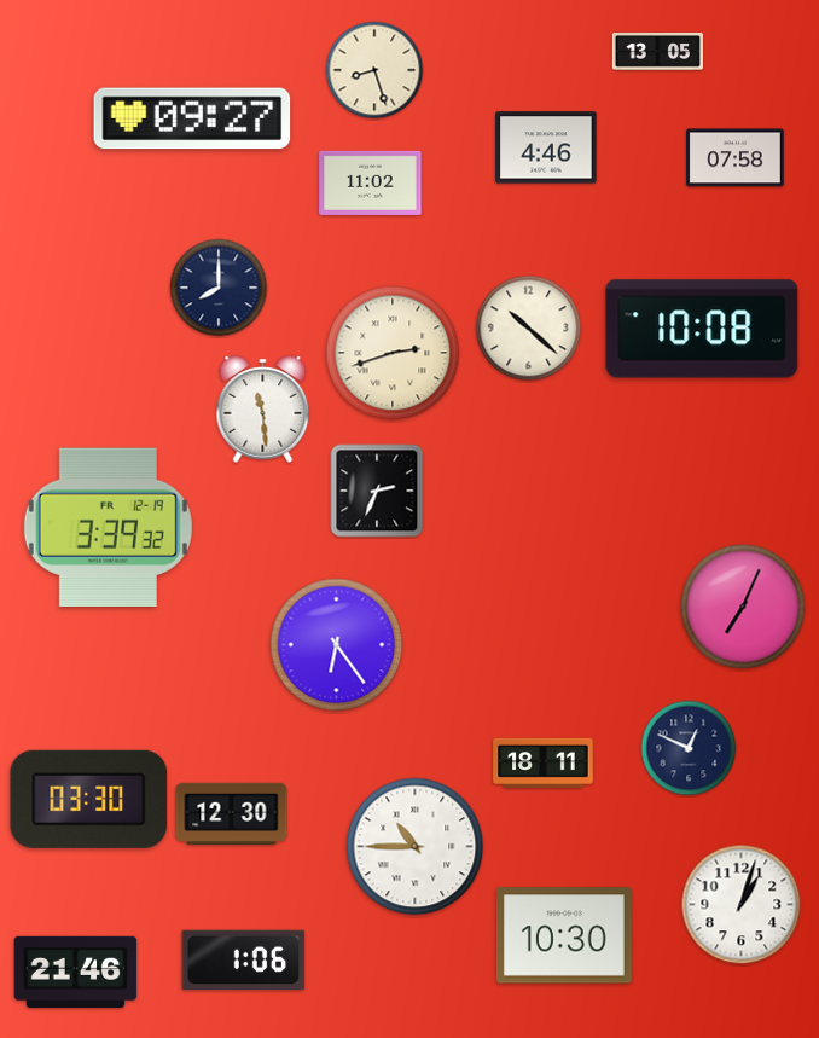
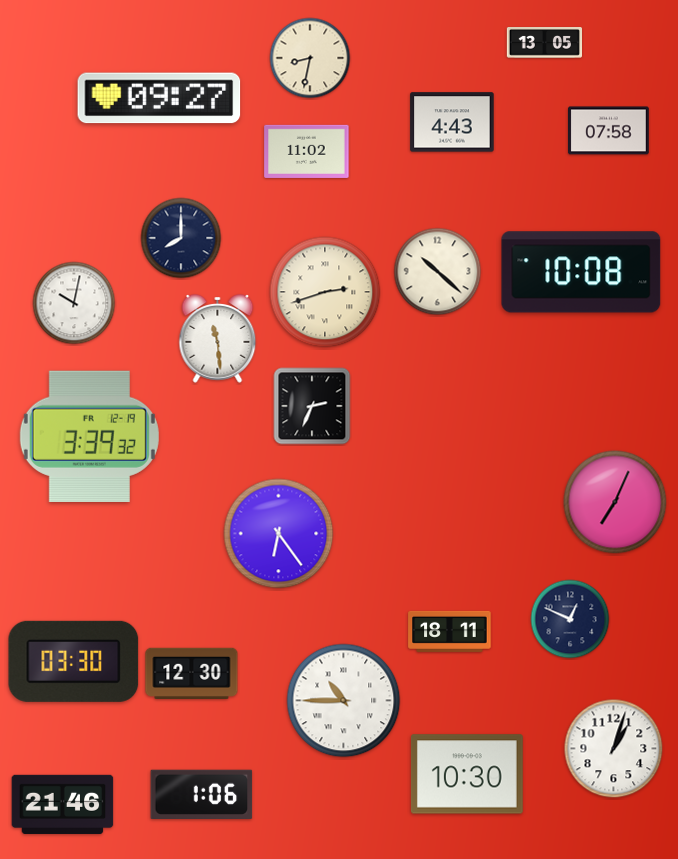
clock at (374, 70): 8:27 -> 8:32
clock at (546, 147): 4:46 -> 4:43
clock at (74, 303): none -> 10:02
